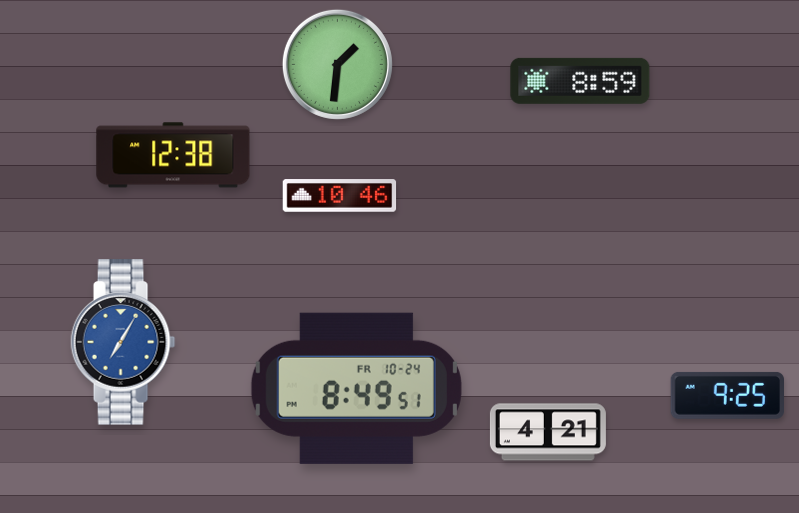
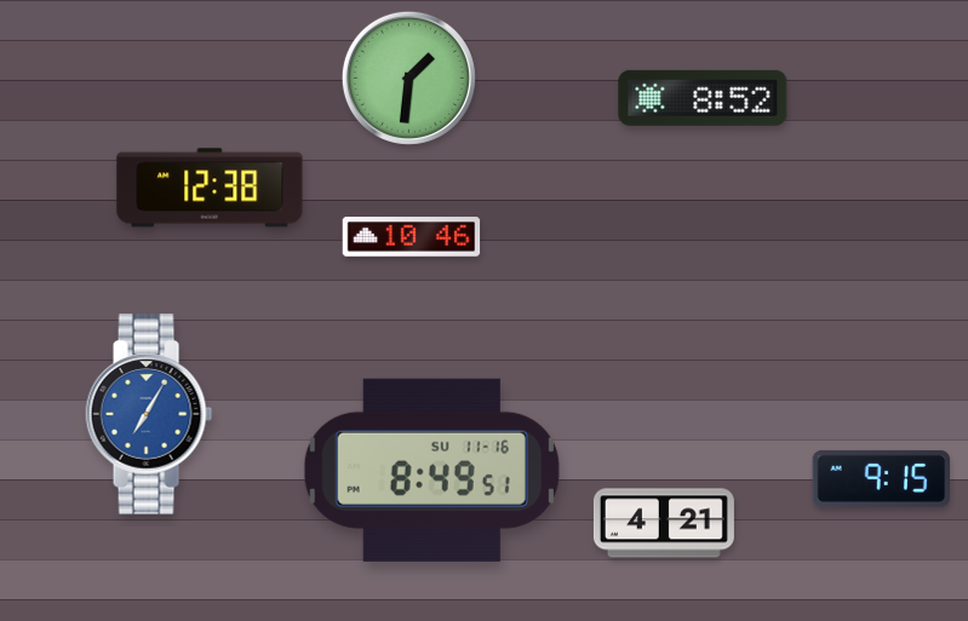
clock at (580, 81): 8:59 -> 8:52
clock at (356, 388) date: FR 10-24 -> SU 11-16
clock at (727, 395): 9:25 -> 9:15
